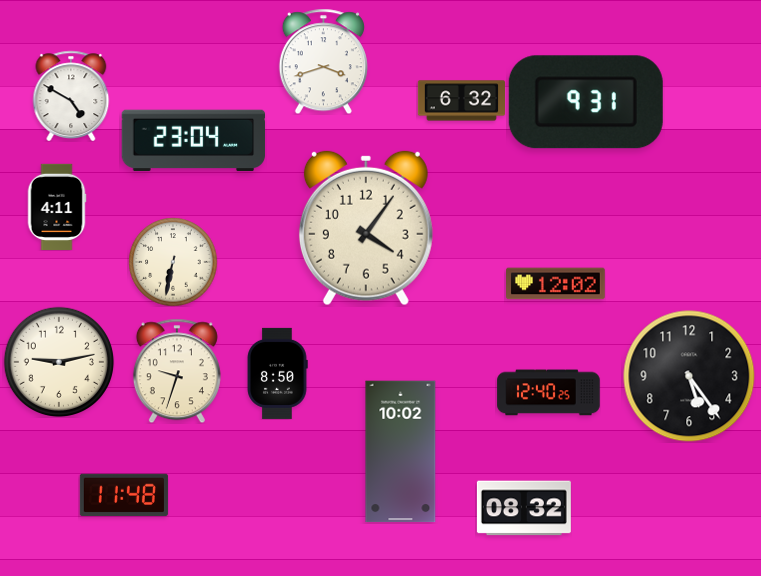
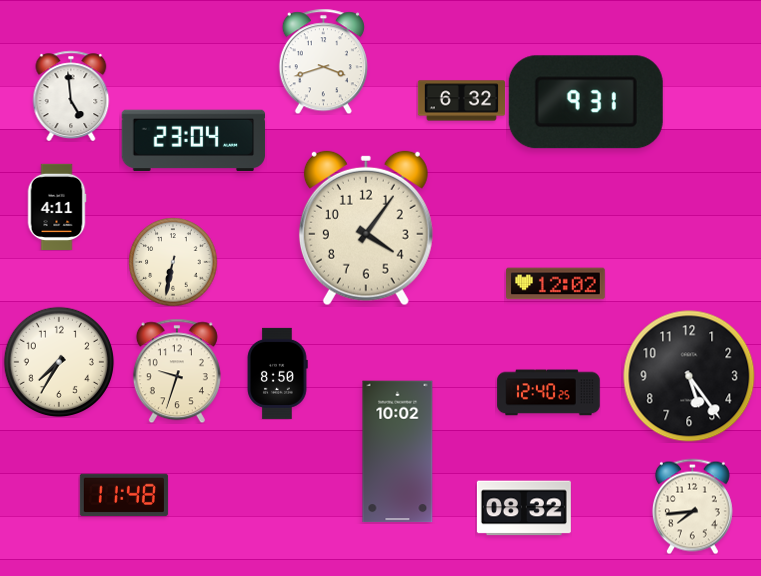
clock at (71, 96): 4:50 -> 4:59
clock at (58, 361): 9:13 -> 7:35
clock at (401, 452) position: (401, 452) -> (398, 452)
clock at (692, 506): none -> 7:44
